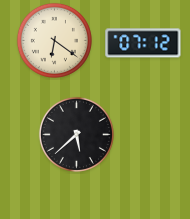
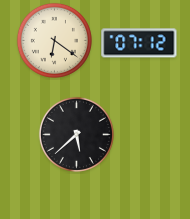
clock at (143, 43) position: (143, 43) -> (139, 43)
